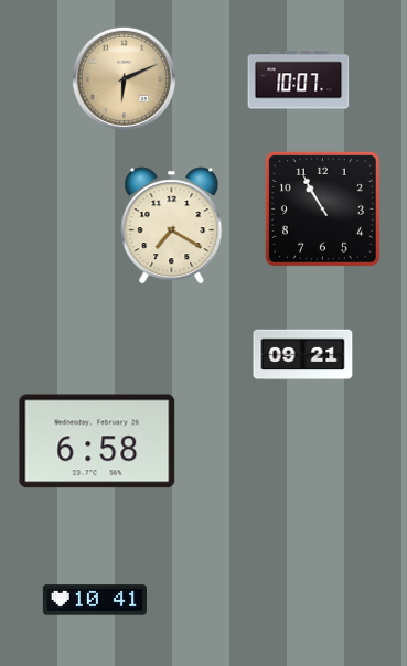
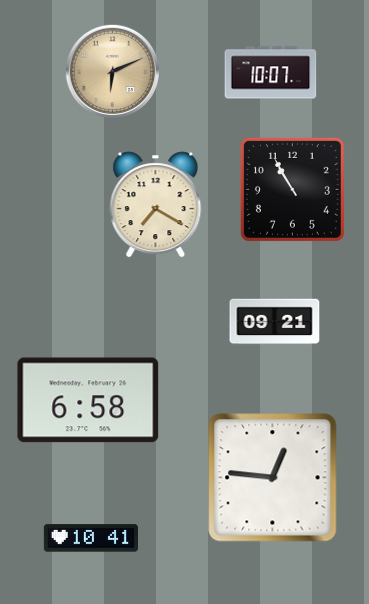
clock at (273, 478): none -> 12:46
clock at (95, 600) position: (95, 600) -> (91, 538)
